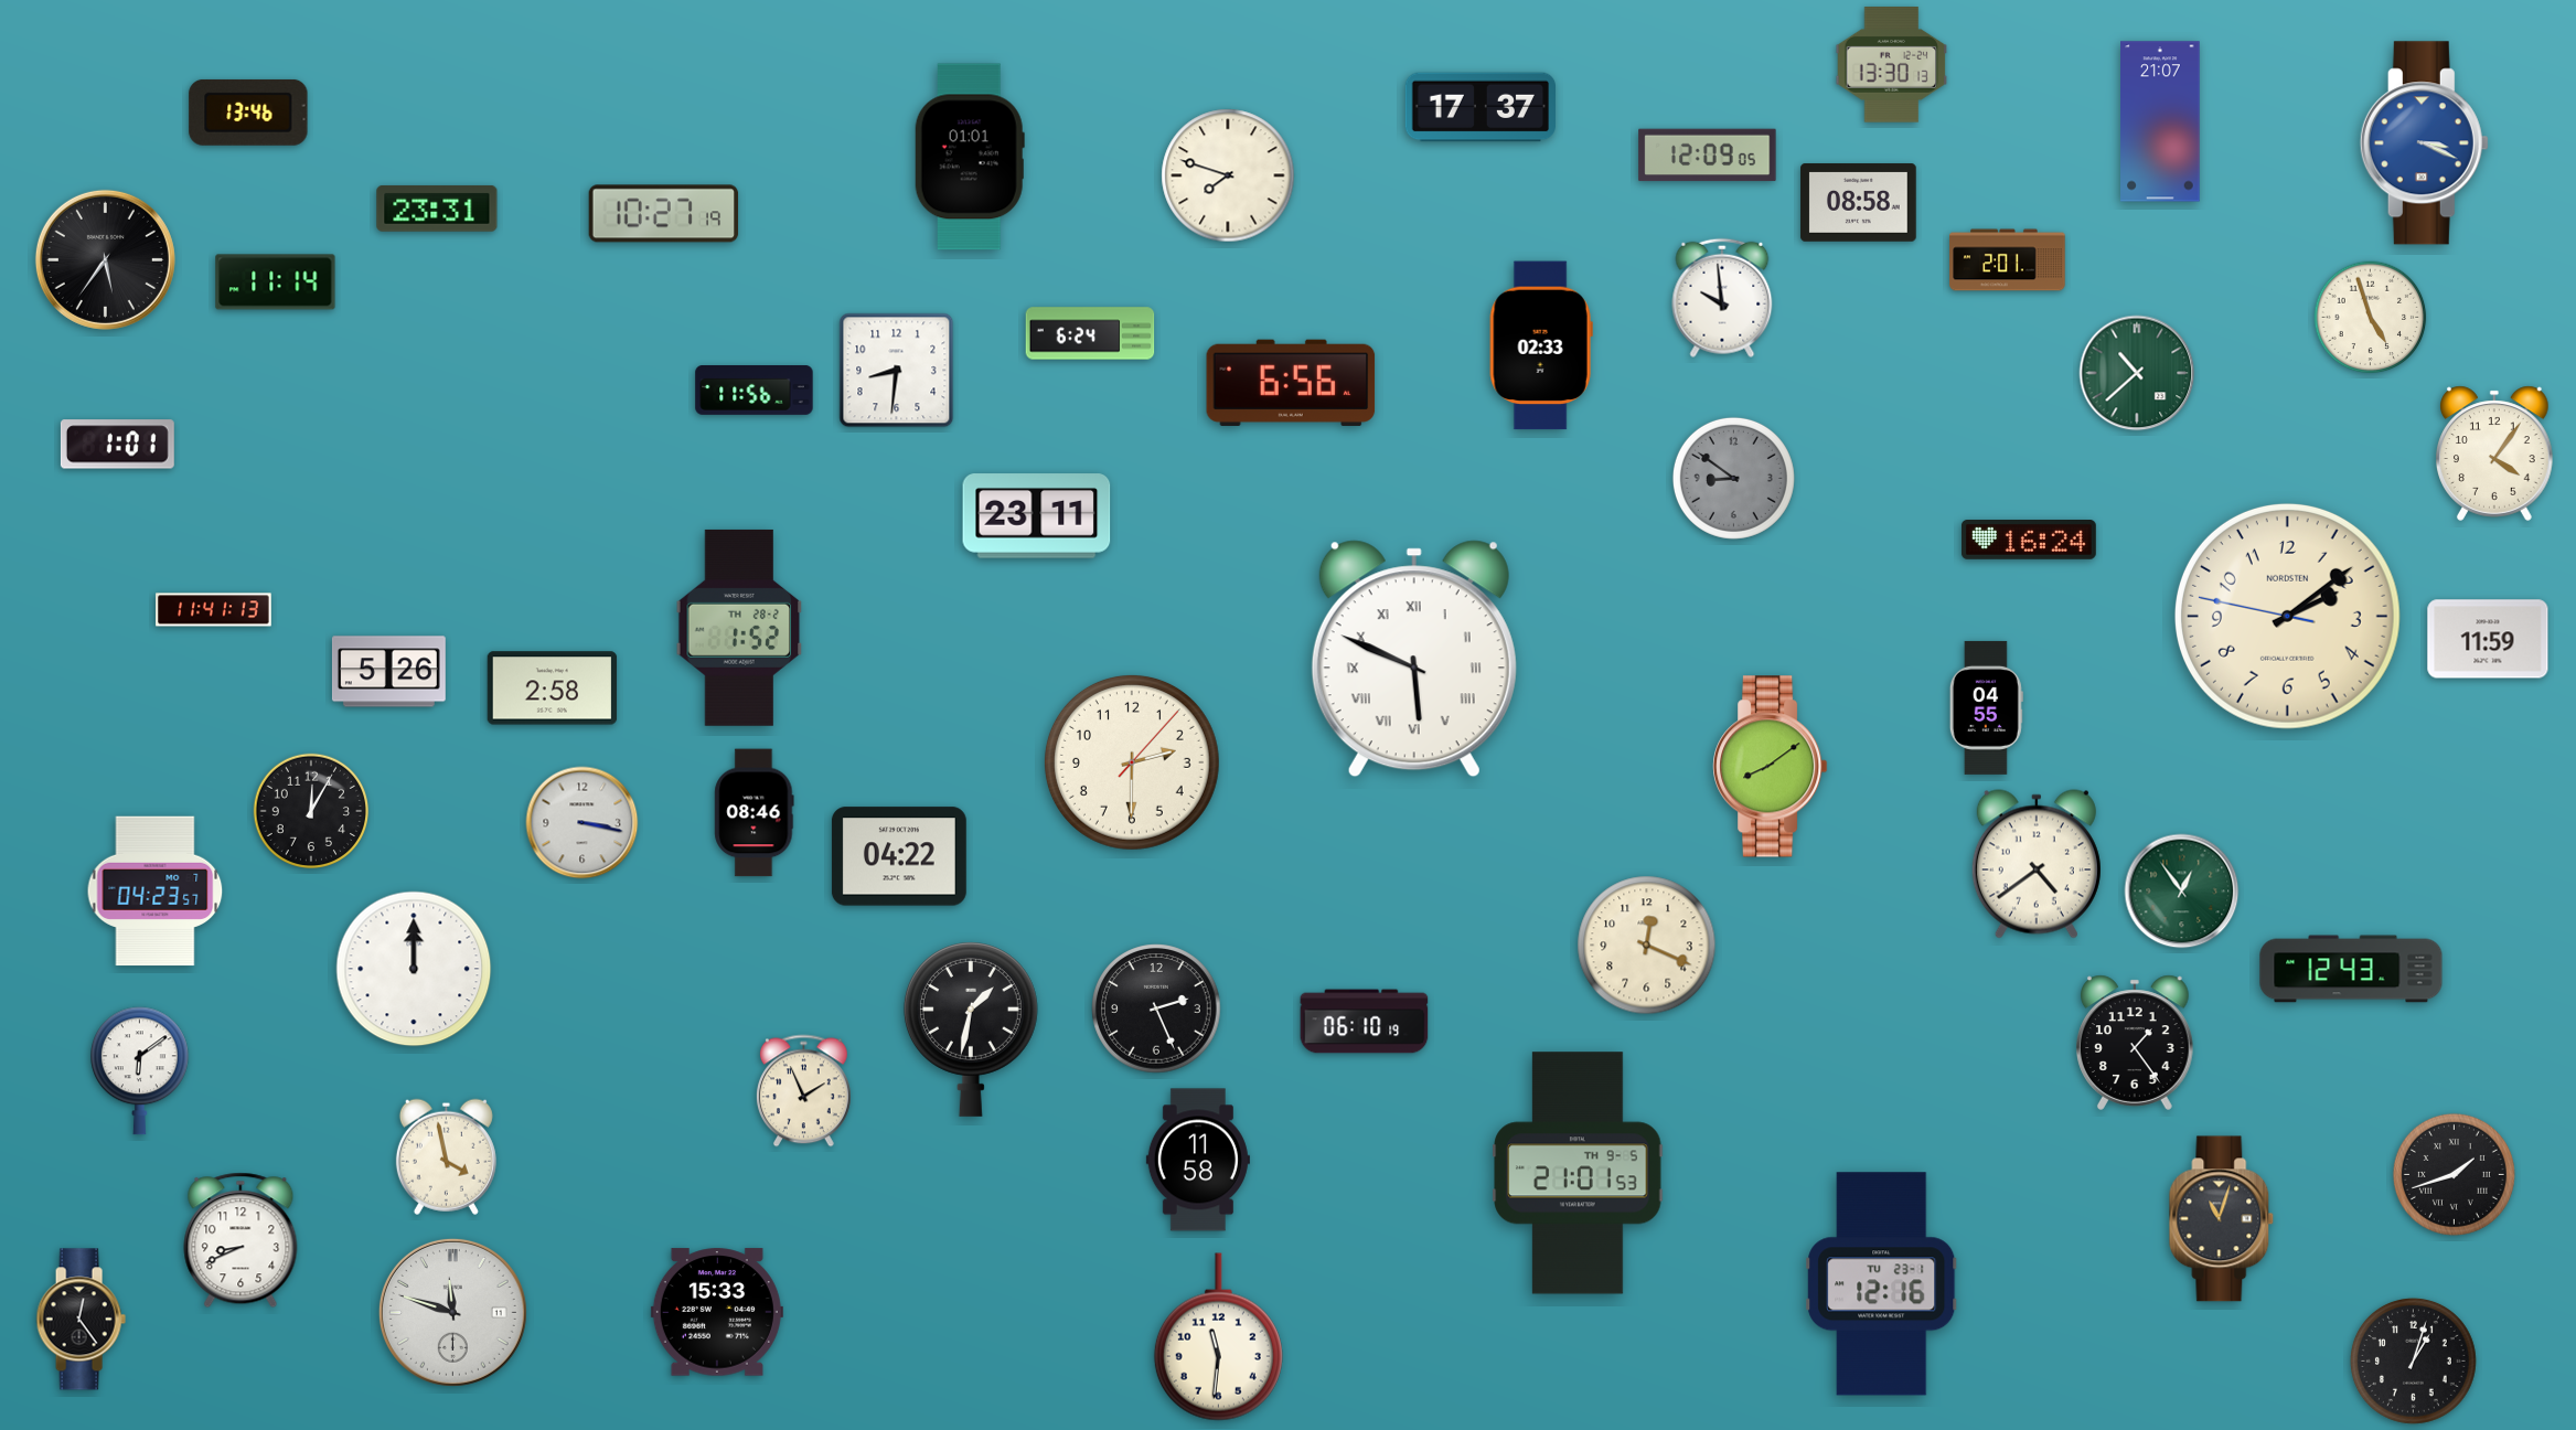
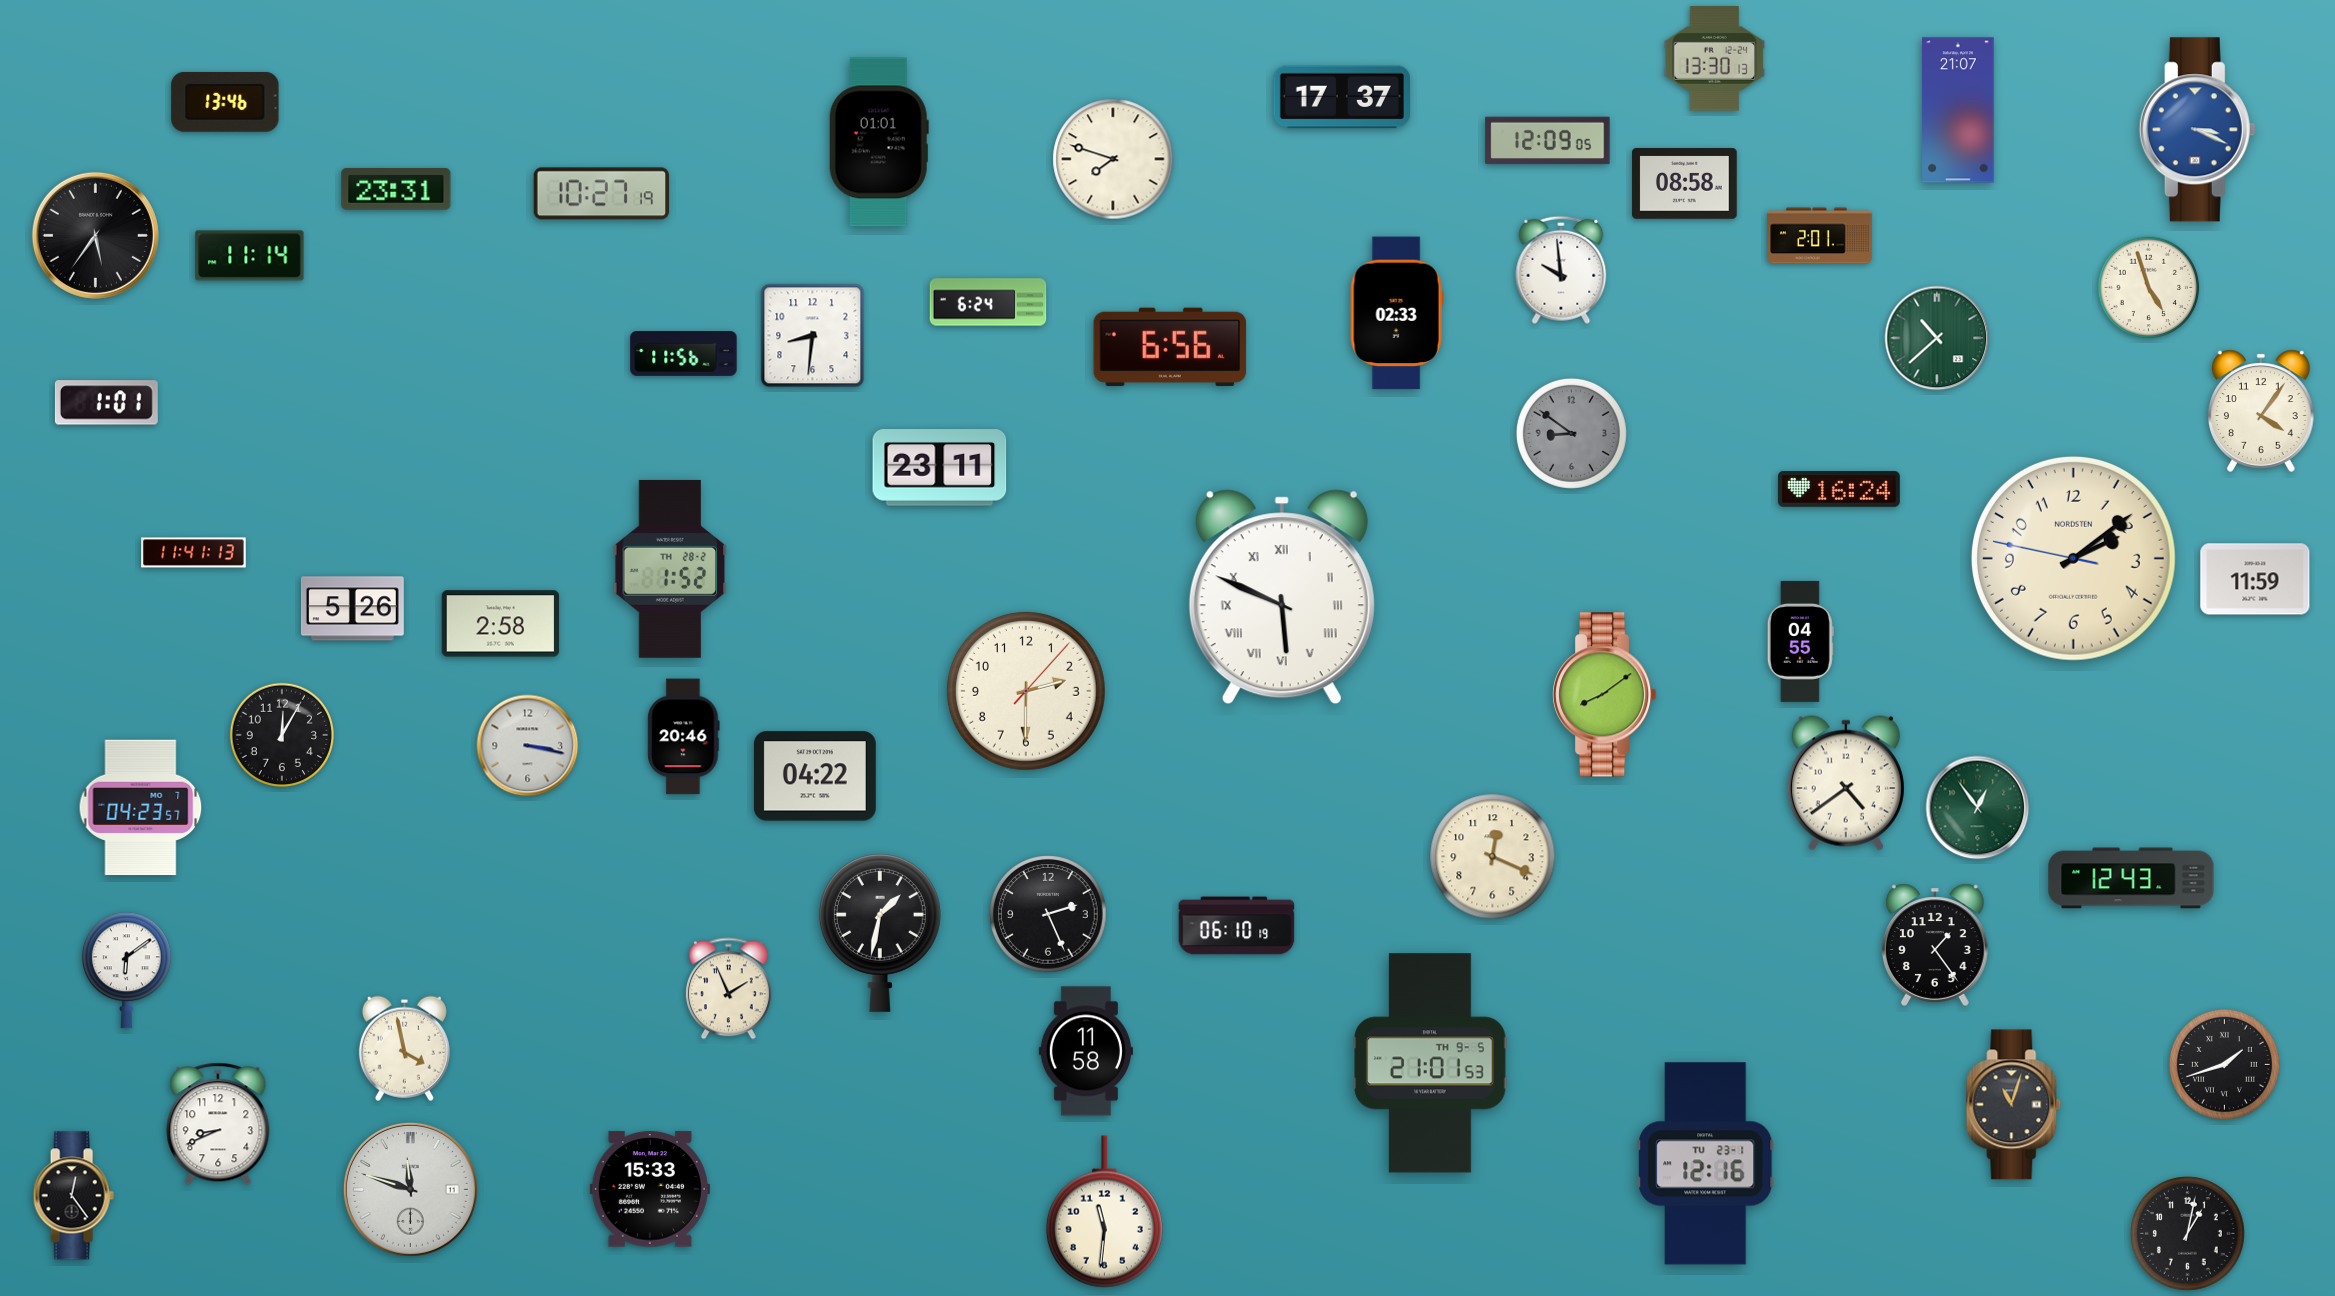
clock at (755, 813): 08:46 -> 20:46
clock at (414, 969): 12:00 -> none
clock at (2414, 1362): 1:03 -> 1:02
